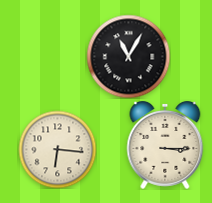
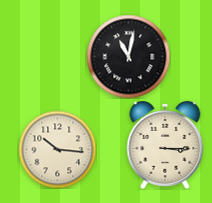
clock at (128, 56): 11:05 -> 11:02
clock at (57, 149): 6:16 -> 10:16
